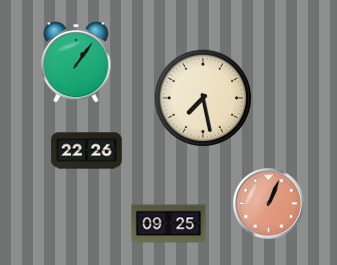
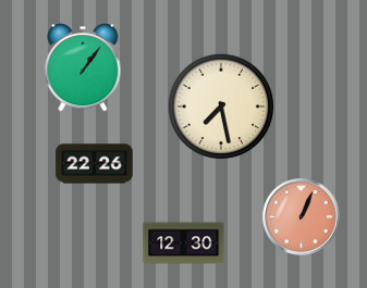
clock at (269, 204) position: (269, 204) -> (302, 217)
clock at (169, 224): 09:25 -> 12:30
